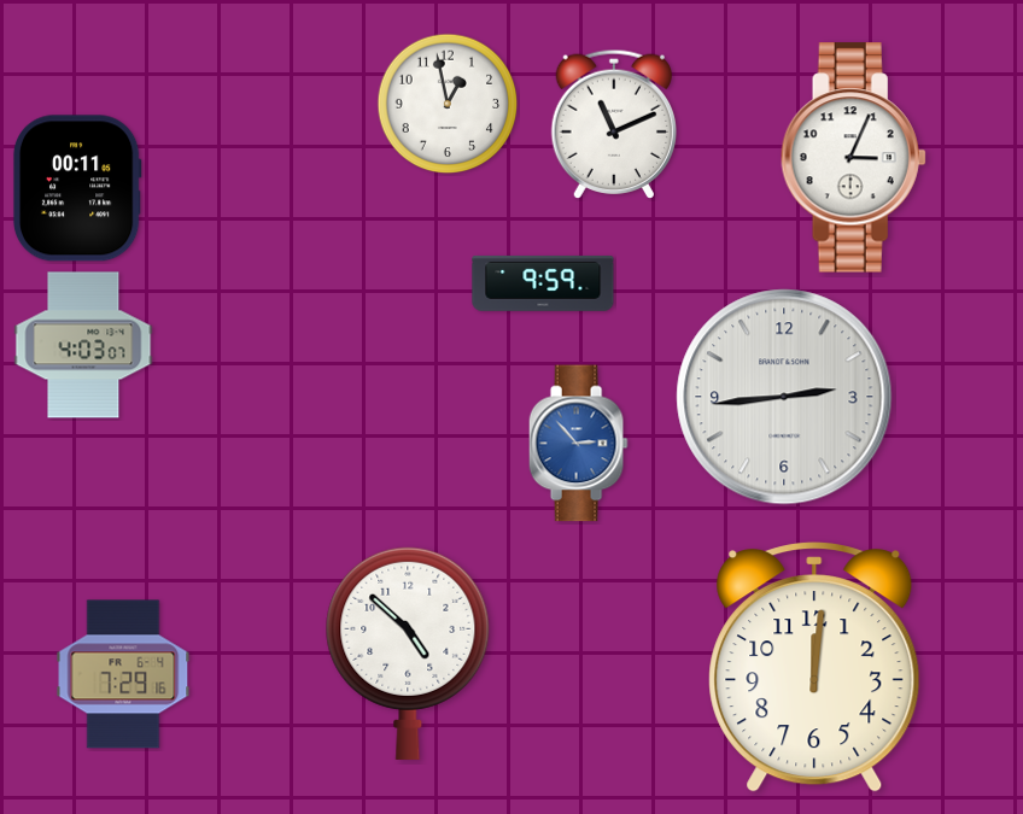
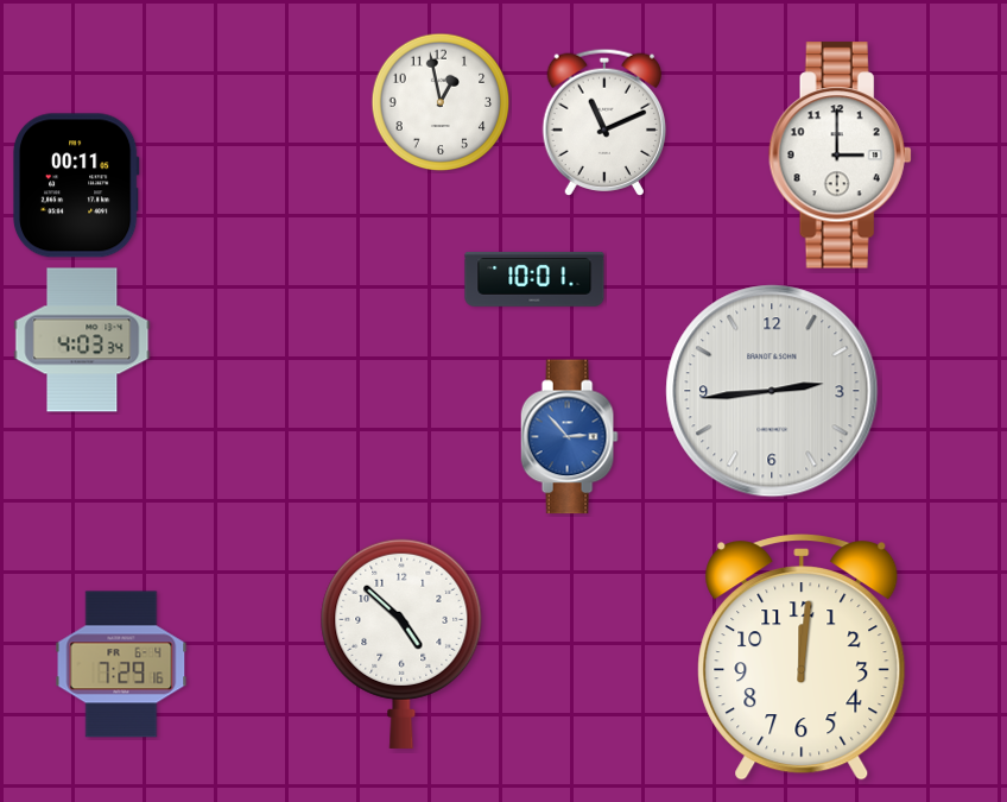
clock at (853, 158): 3:04 -> 3:00
clock at (543, 283): 9:59 -> 10:01
clock at (83, 345): 4:03:07 -> 4:03:34
